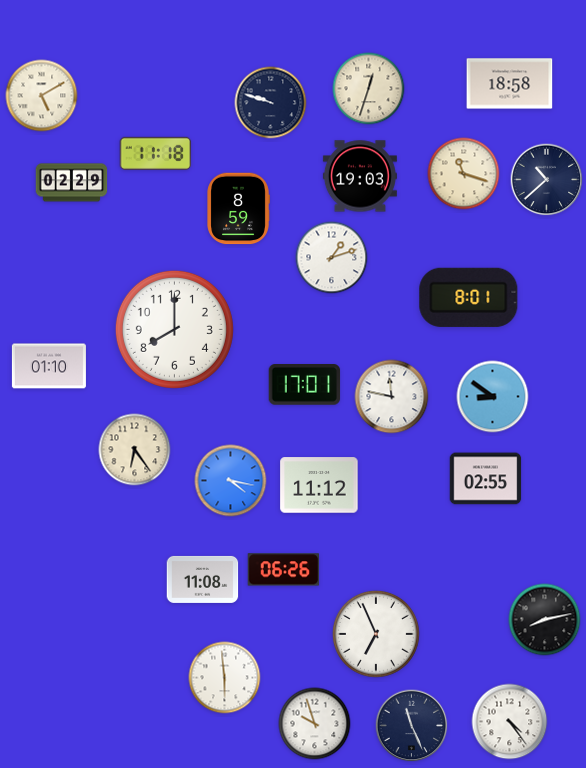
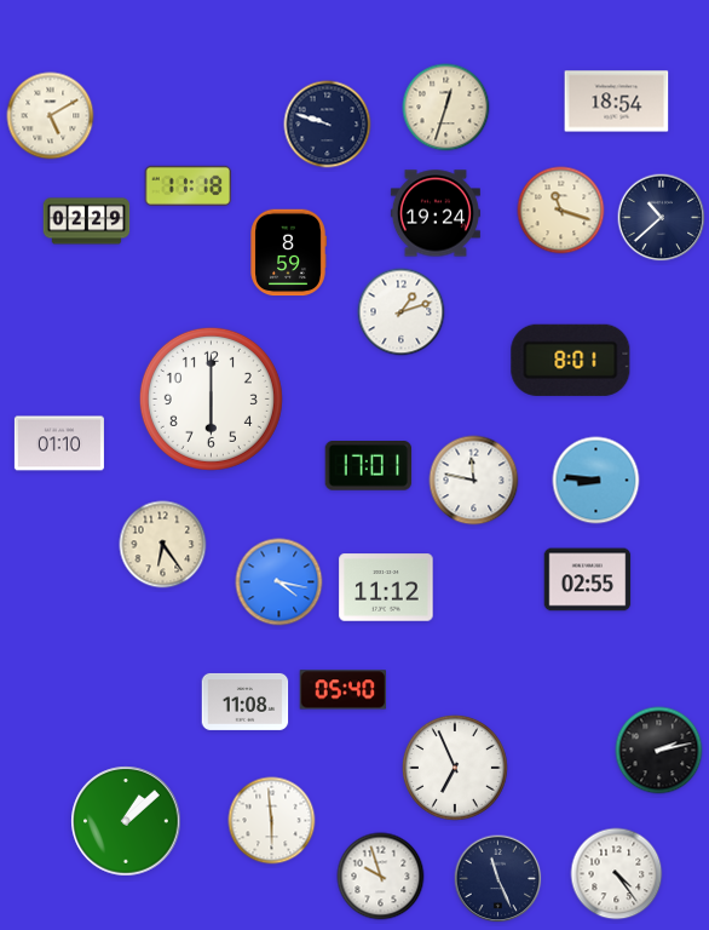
clock at (510, 84): 18:58 -> 18:54
clock at (360, 176): 19:03 -> 19:24
clock at (469, 297) position: (469, 297) -> (571, 360)
clock at (174, 329): 8:00 -> 6:00
clock at (493, 397): 8:51 -> 8:46
clock at (284, 570): 06:26 -> 05:40
clock at (545, 620): 8:13 -> 2:13
clock at (126, 821): none -> 1:08
